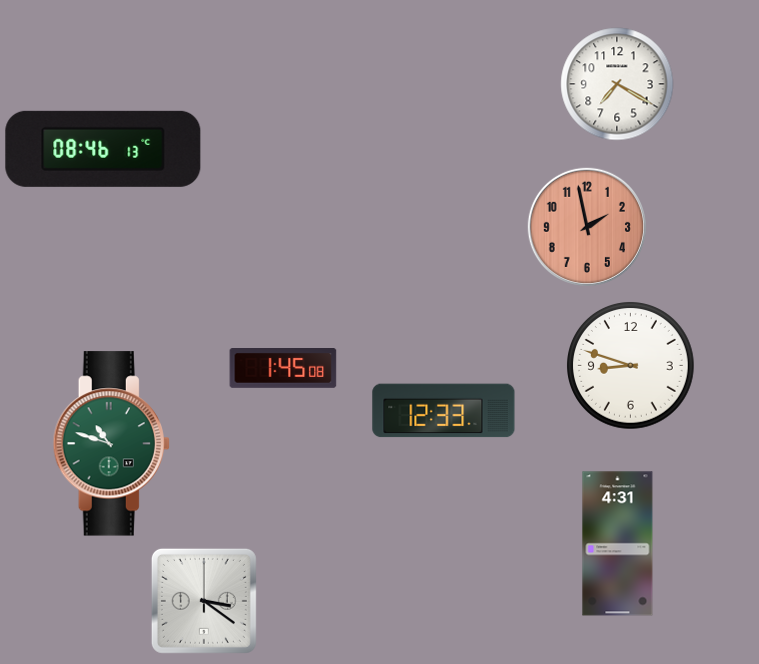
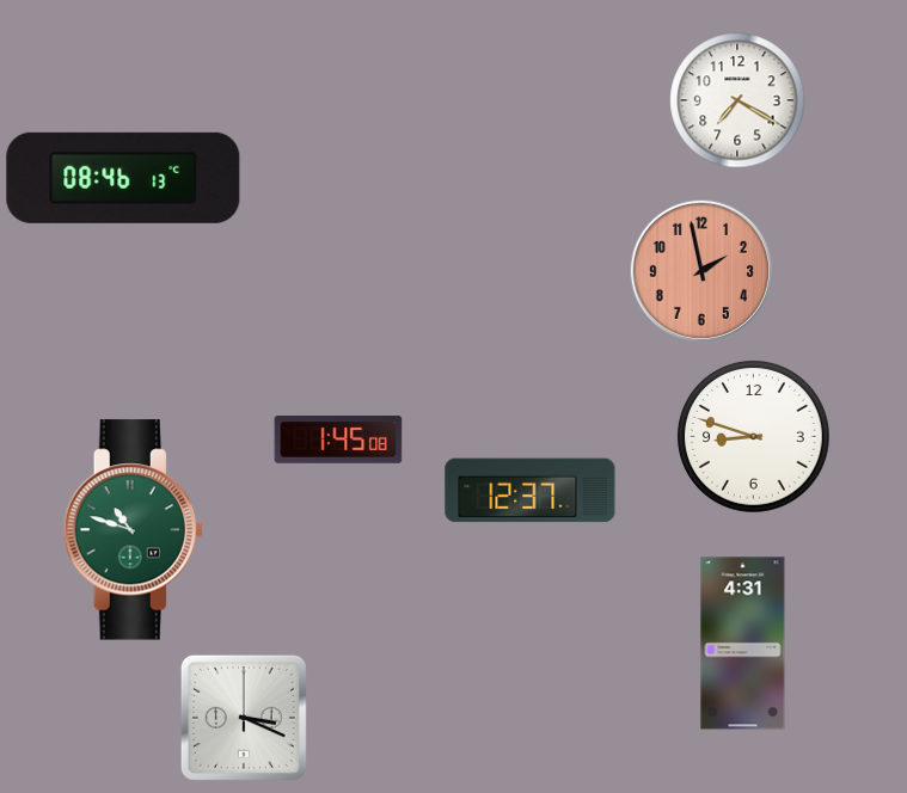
clock at (444, 411): 12:33 -> 12:37
clock at (618, 544) position: (618, 544) -> (743, 644)
clock at (204, 601): 3:21 -> 3:19
